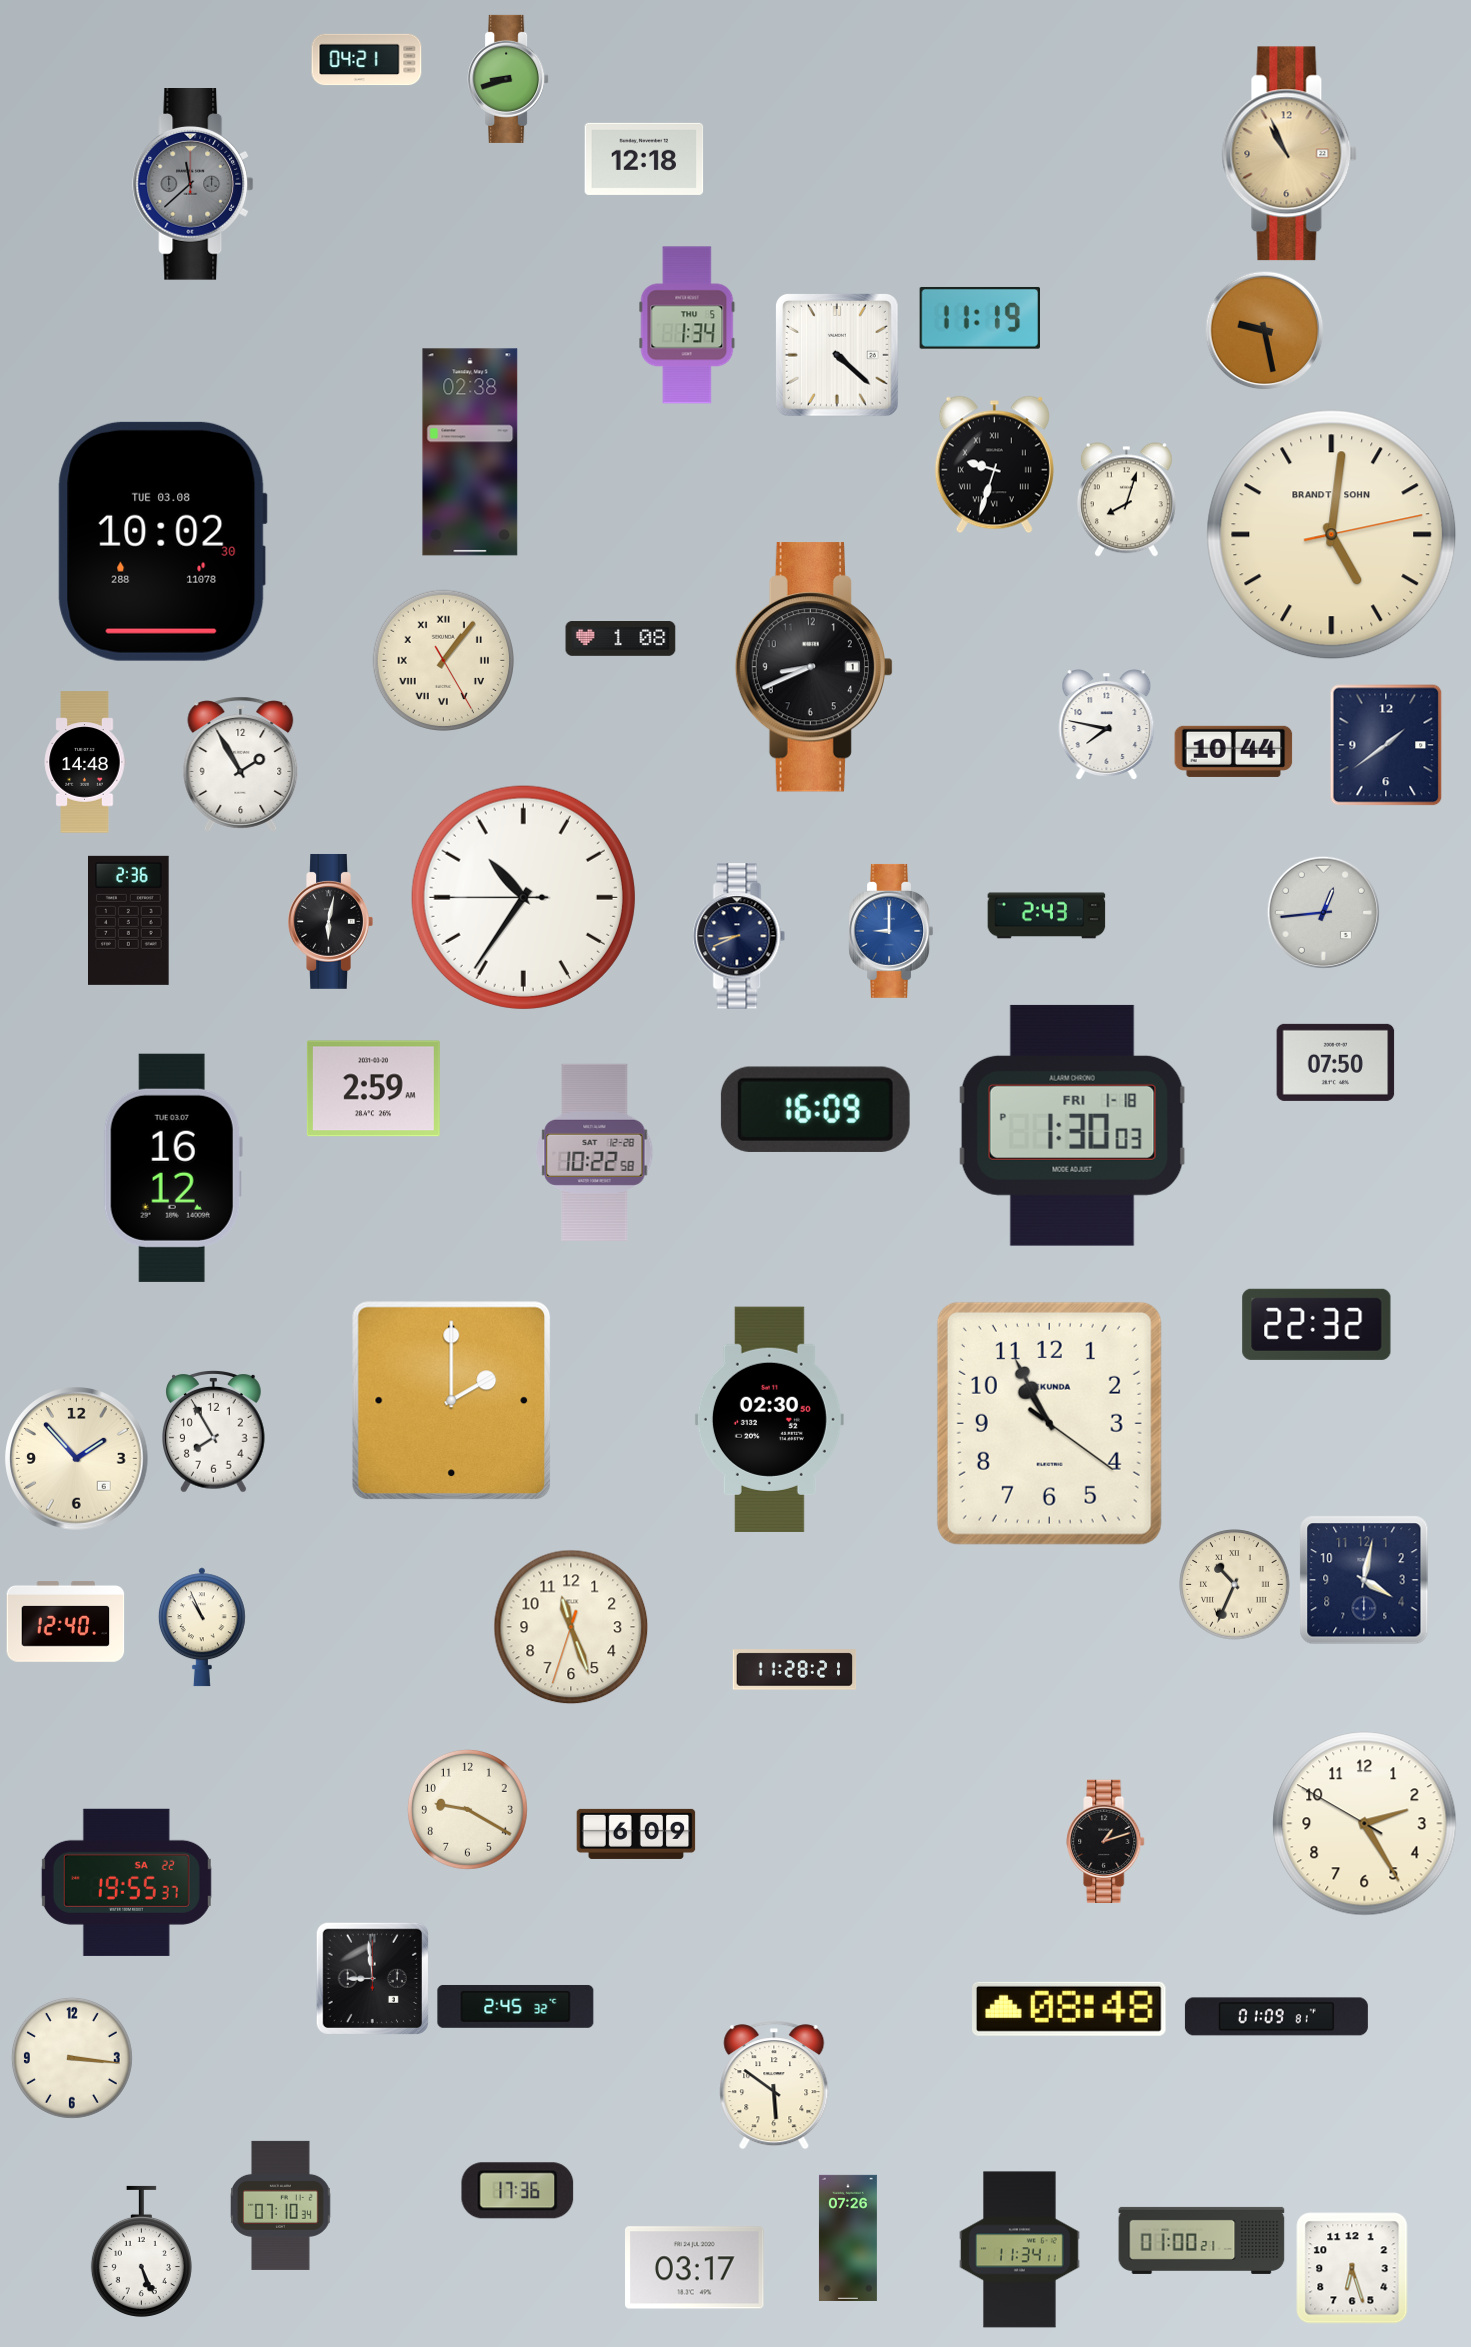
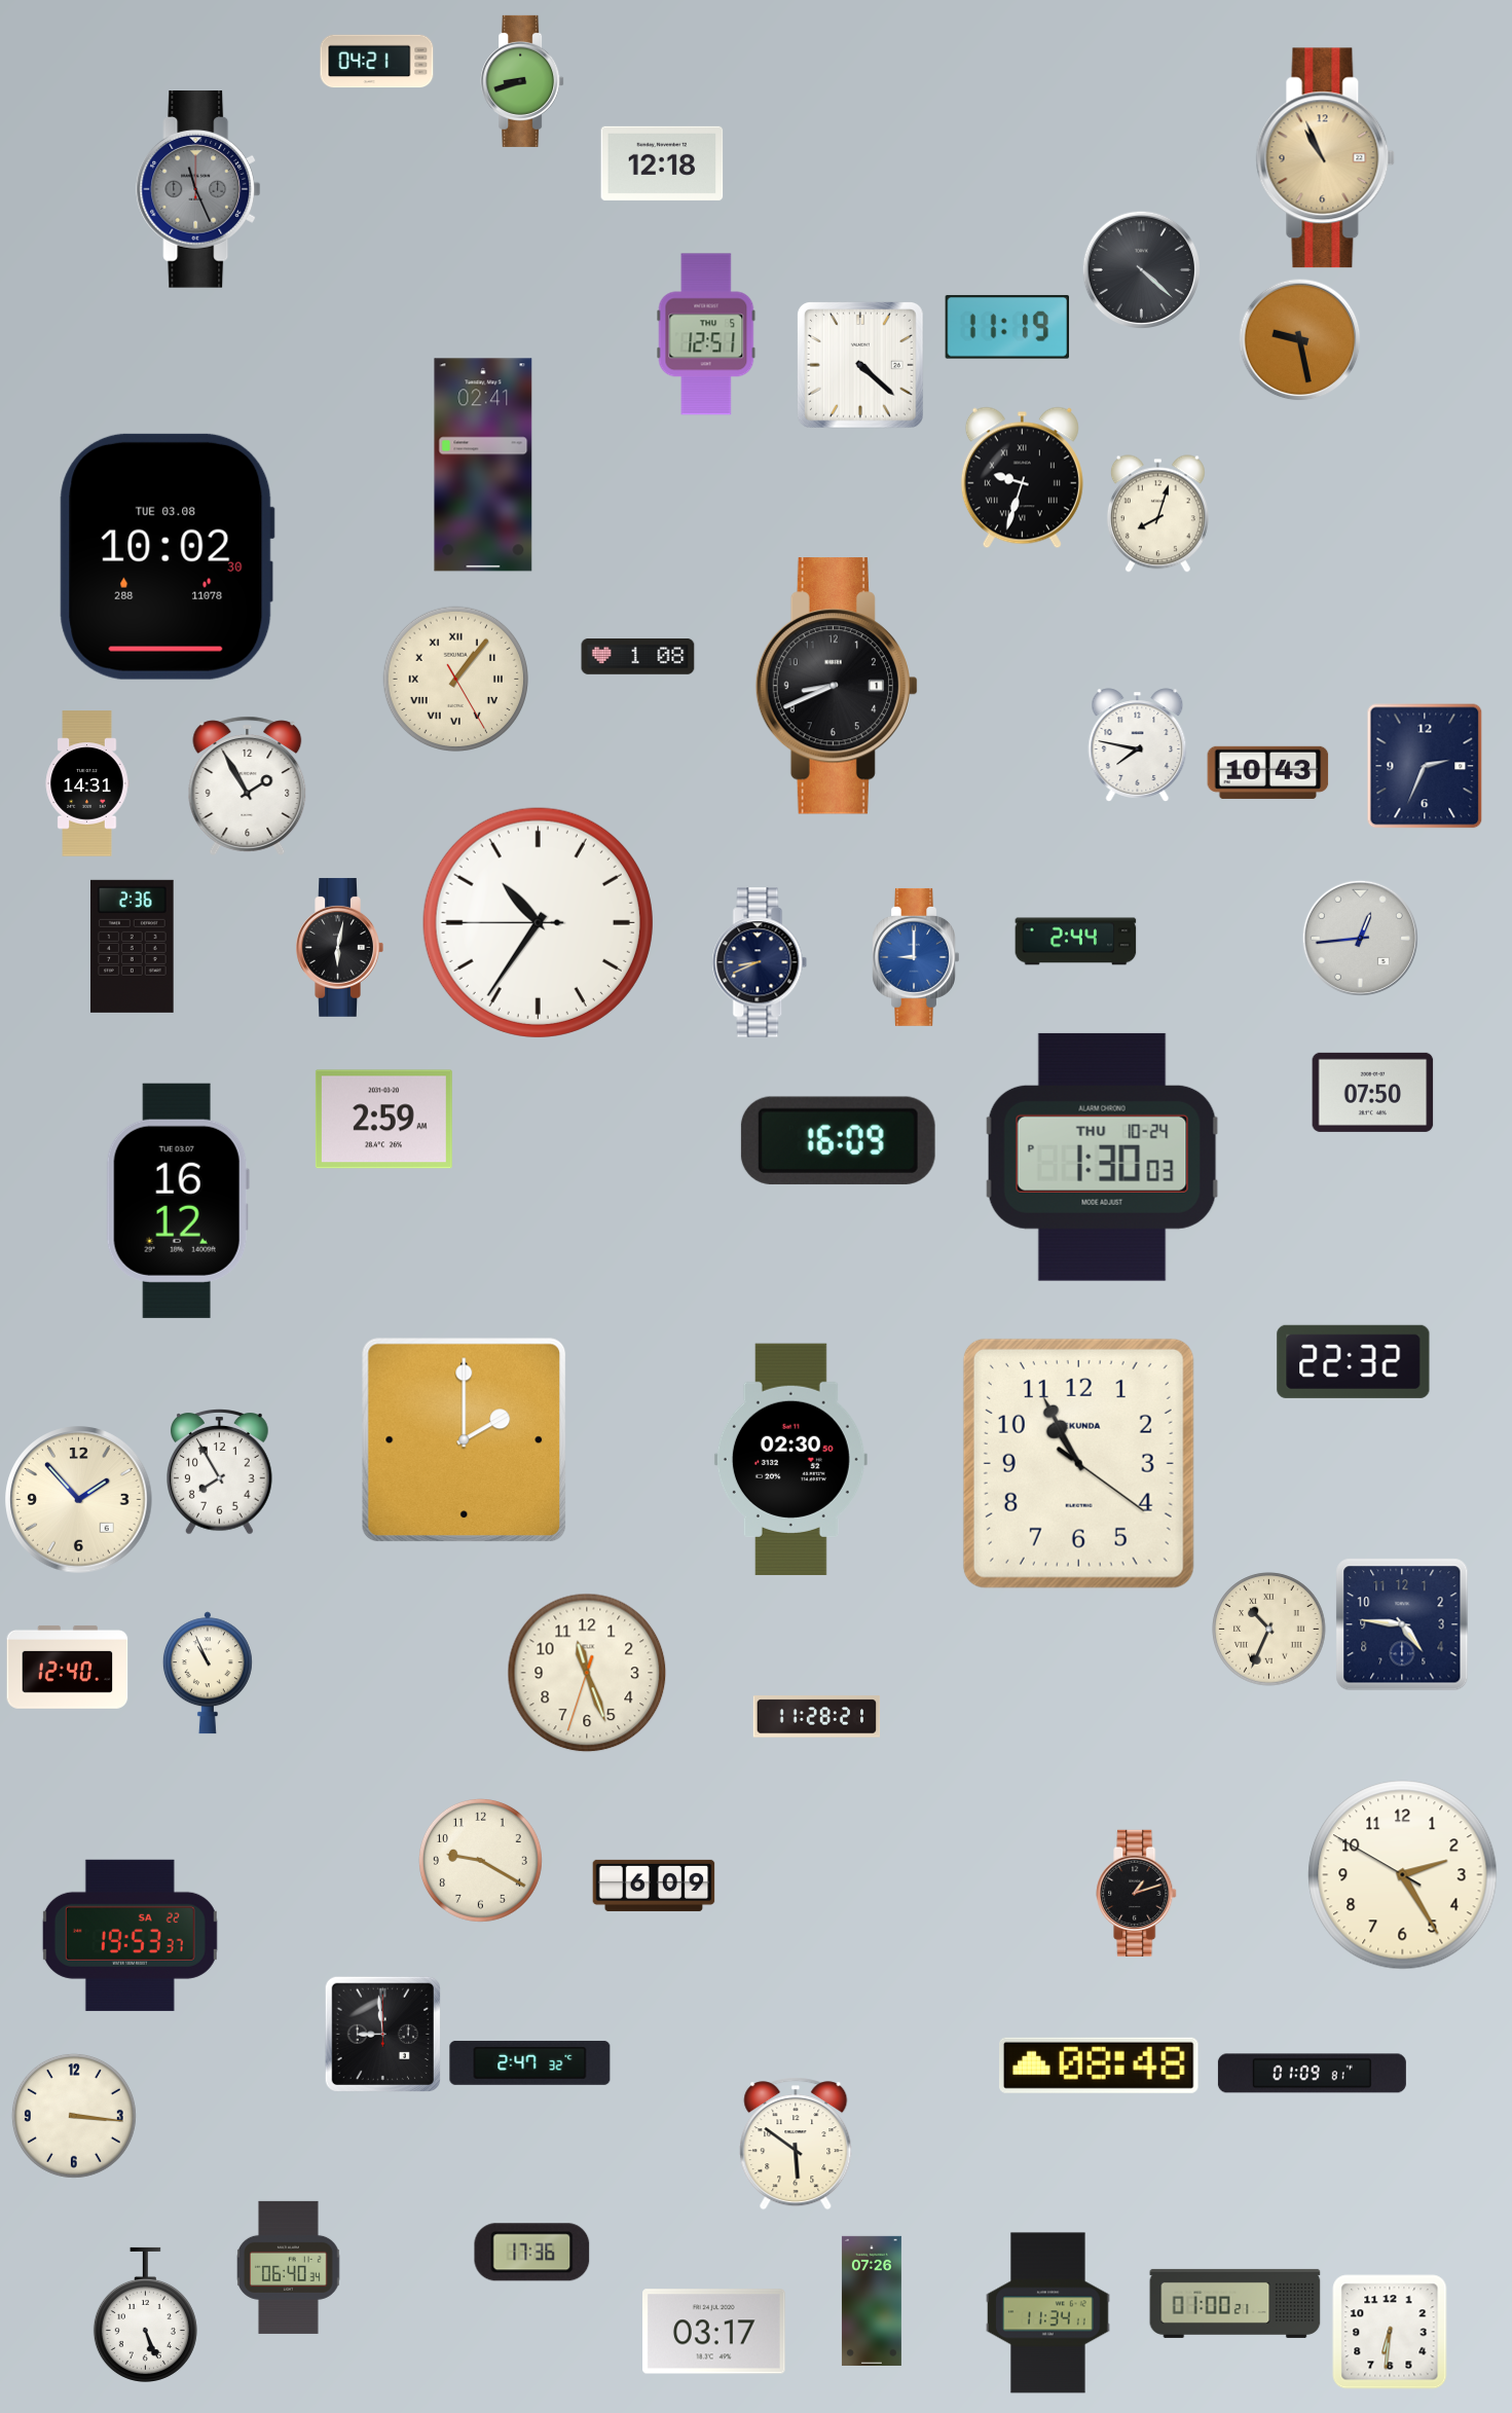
clock at (193, 185): 11:38 -> 11:26
clock at (1141, 269): none -> 4:22
clock at (687, 325): 1:34 -> 12:51
clock at (470, 452): 02:38 -> 02:41
clock at (1332, 535): 5:01 -> none
clock at (1386, 745): 1:39 -> 2:34
clock at (1234, 751): 10:44 -> 10:43
clock at (85, 762): 14:48 -> 14:31
clock at (1047, 916): 2:43 -> 2:44
clock at (1072, 1125) date: FRI 1-18 -> THU 10-24
clock at (595, 1152): 10:22 -> none
clock at (1364, 1580): 4:02 -> 4:46
clock at (126, 1882): 19:55 -> 19:53
clock at (516, 2006): 2:45 -> 2:47
clock at (281, 2205): 07:10 -> 06:40
clock at (1352, 2268): 6:27 -> 6:31
